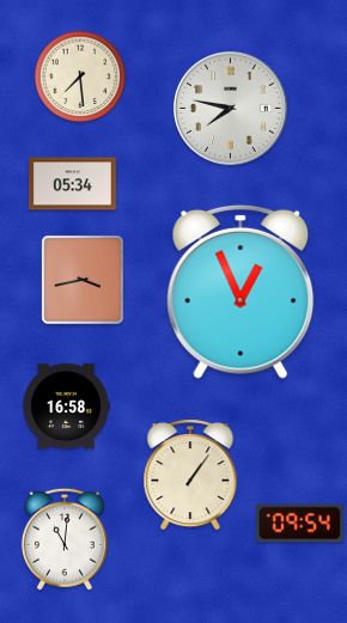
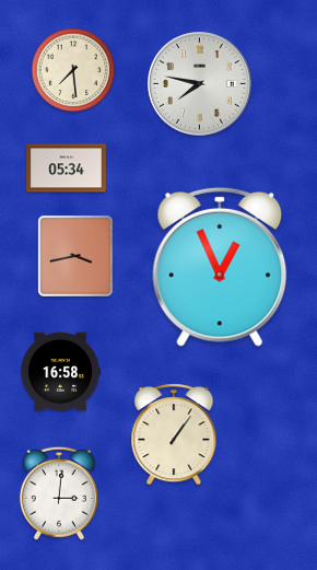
clock at (231, 109) position: (231, 109) -> (200, 84)
clock at (299, 524): 09:54 -> none
clock at (65, 539): 11:01 -> 3:01
